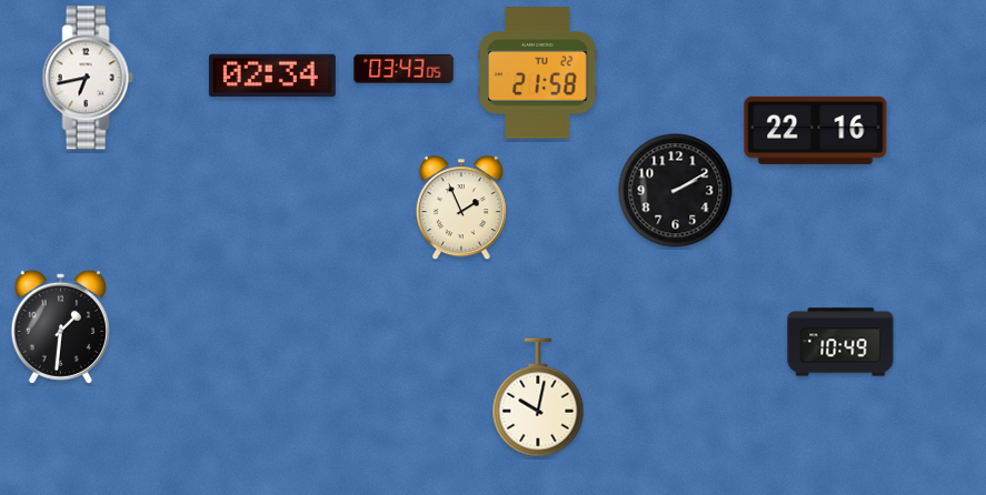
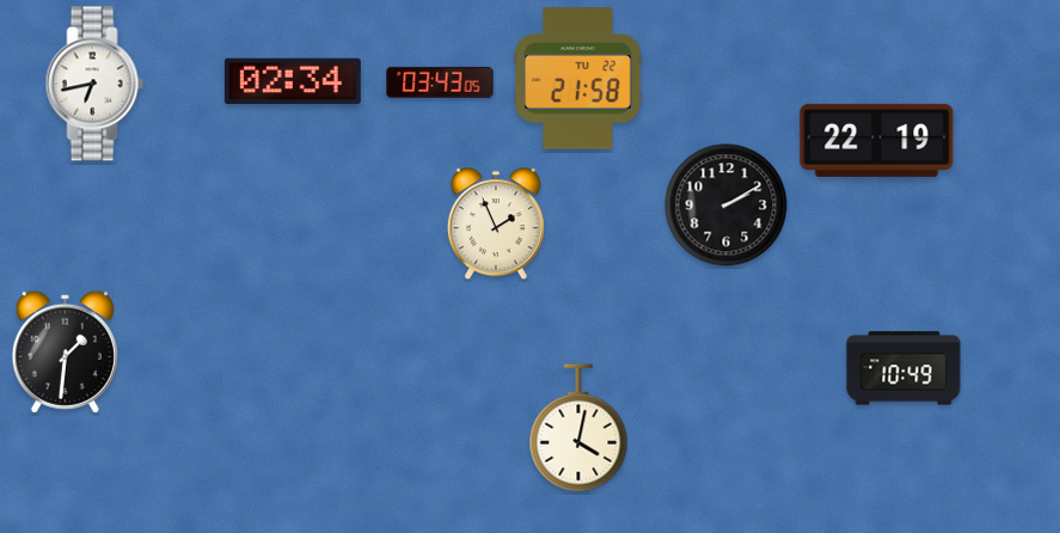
clock at (404, 69) position: (404, 69) -> (440, 82)
clock at (816, 130): 22:16 -> 22:19
clock at (538, 397): 10:02 -> 4:02
